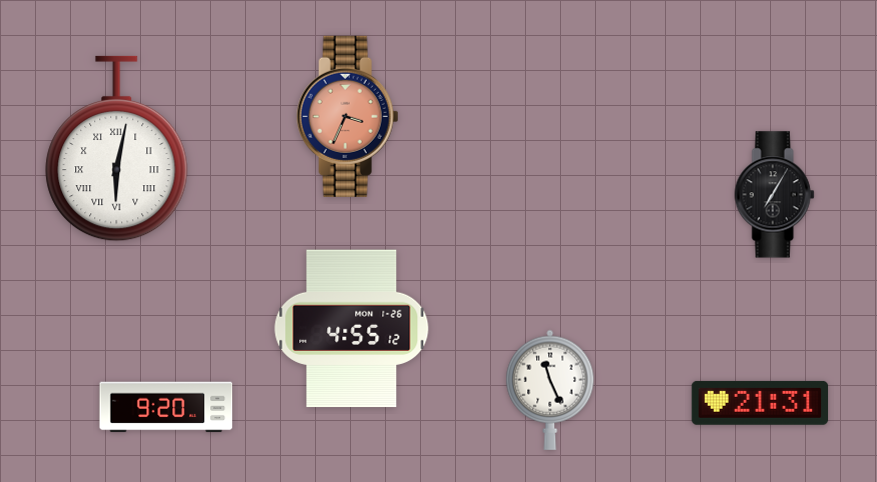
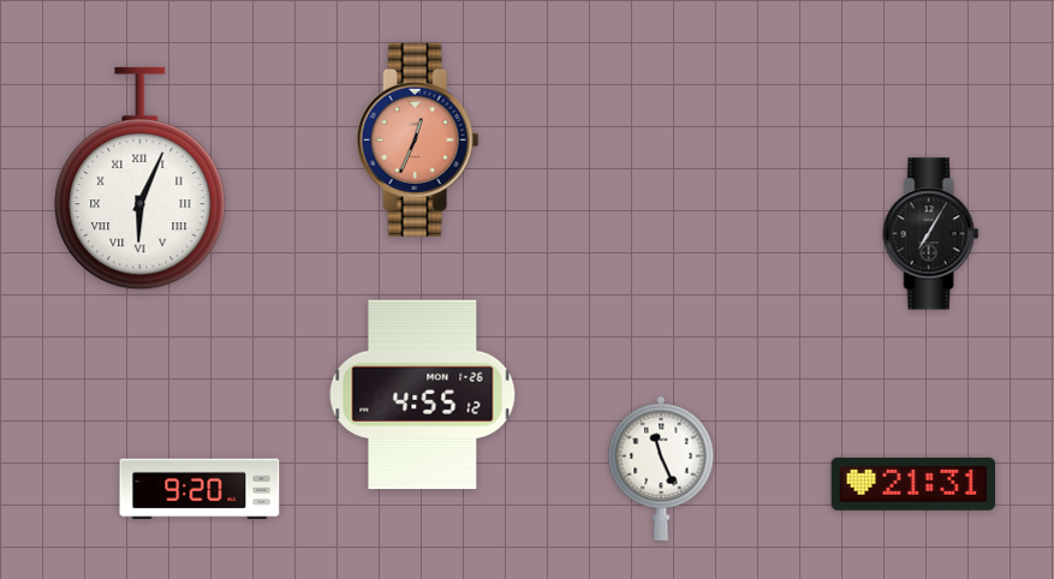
clock at (348, 116): 3:34 -> 12:34
clock at (117, 149): 6:02 -> 6:04
